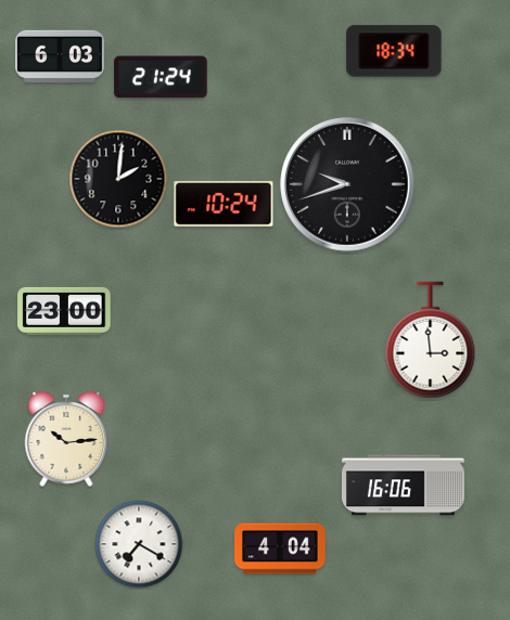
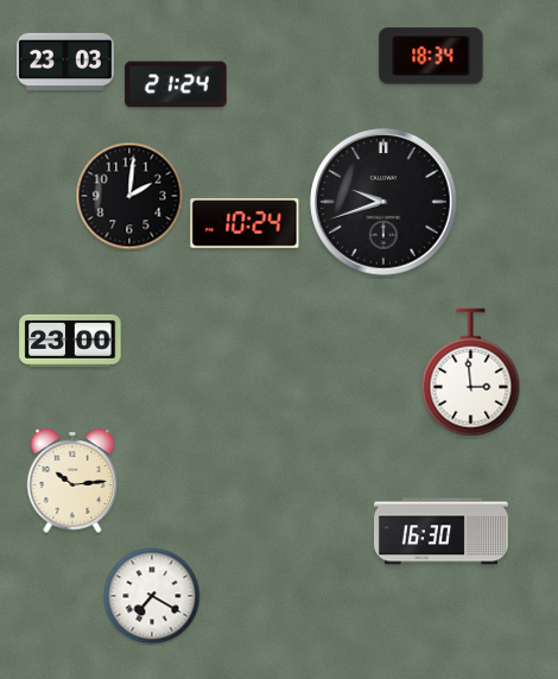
clock at (61, 56): 6:03 -> 23:03
clock at (347, 184) position: (347, 184) -> (383, 202)
clock at (403, 486): 16:06 -> 16:30
clock at (280, 548): 4:04 -> none
